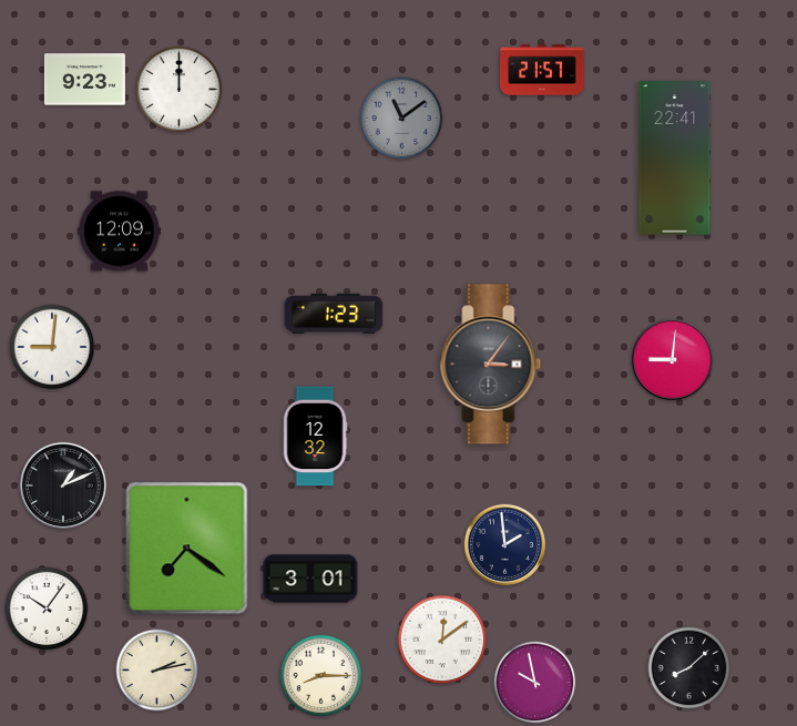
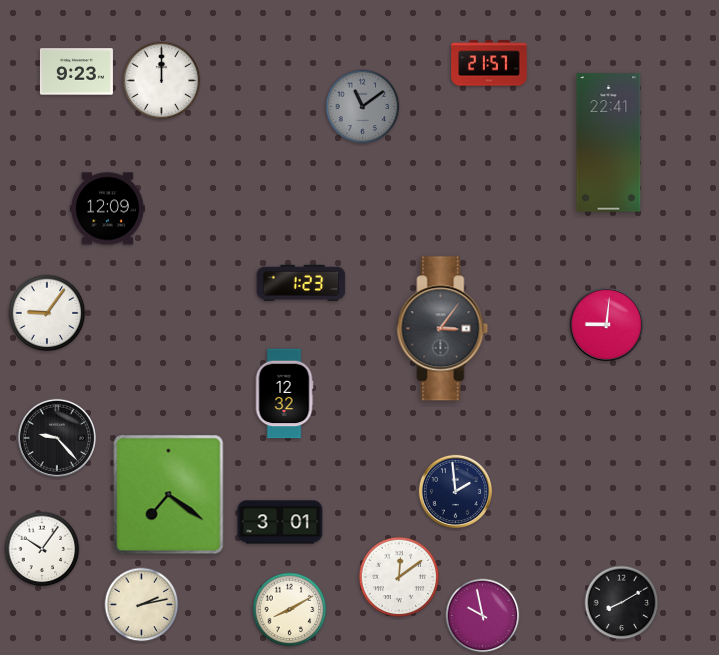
clock at (52, 347): 9:01 -> 9:06
clock at (63, 485): 1:11 -> 9:23
clock at (689, 668): 8:08 -> 8:10
clock at (321, 676): 8:15 -> 8:10
